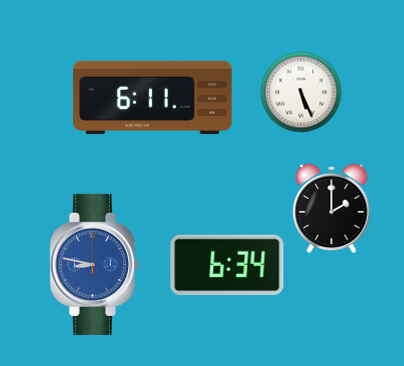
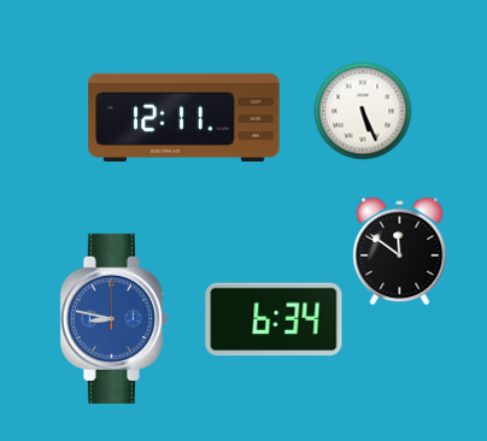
clock at (153, 98): 6:11 -> 12:11
clock at (332, 208): 2:00 -> 11:51
